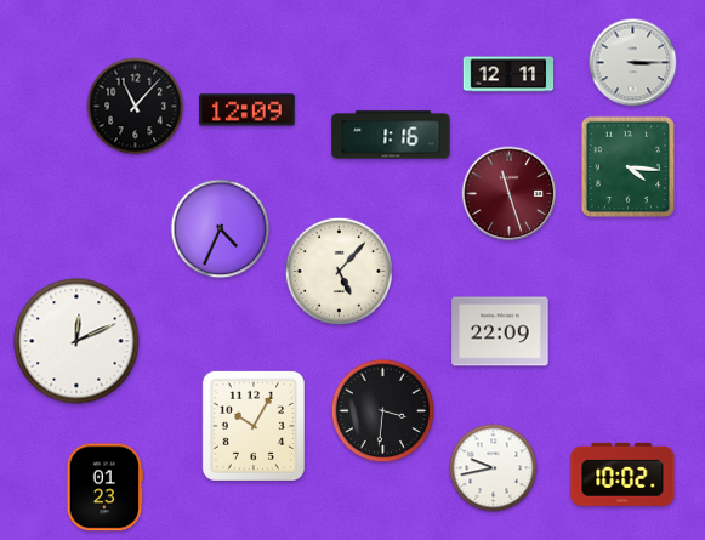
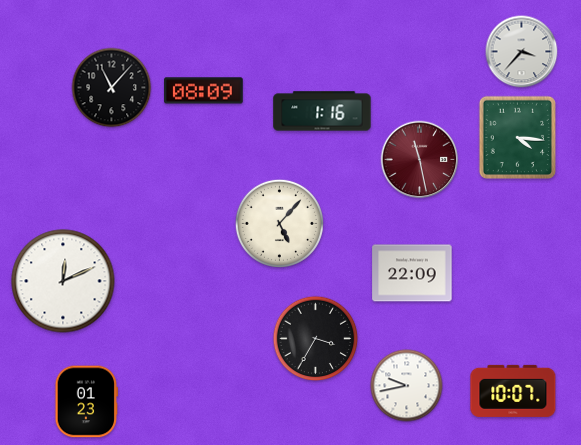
clock at (633, 63): 3:15 -> 3:37
clock at (508, 74): 12:11 -> none
clock at (248, 110): 12:09 -> 08:09
clock at (510, 194): 11:27 -> 11:28
clock at (221, 229): 4:34 -> none
clock at (383, 411): 3:31 -> 3:35
clock at (254, 426): 10:05 -> none
clock at (622, 474): 10:02 -> 10:07
